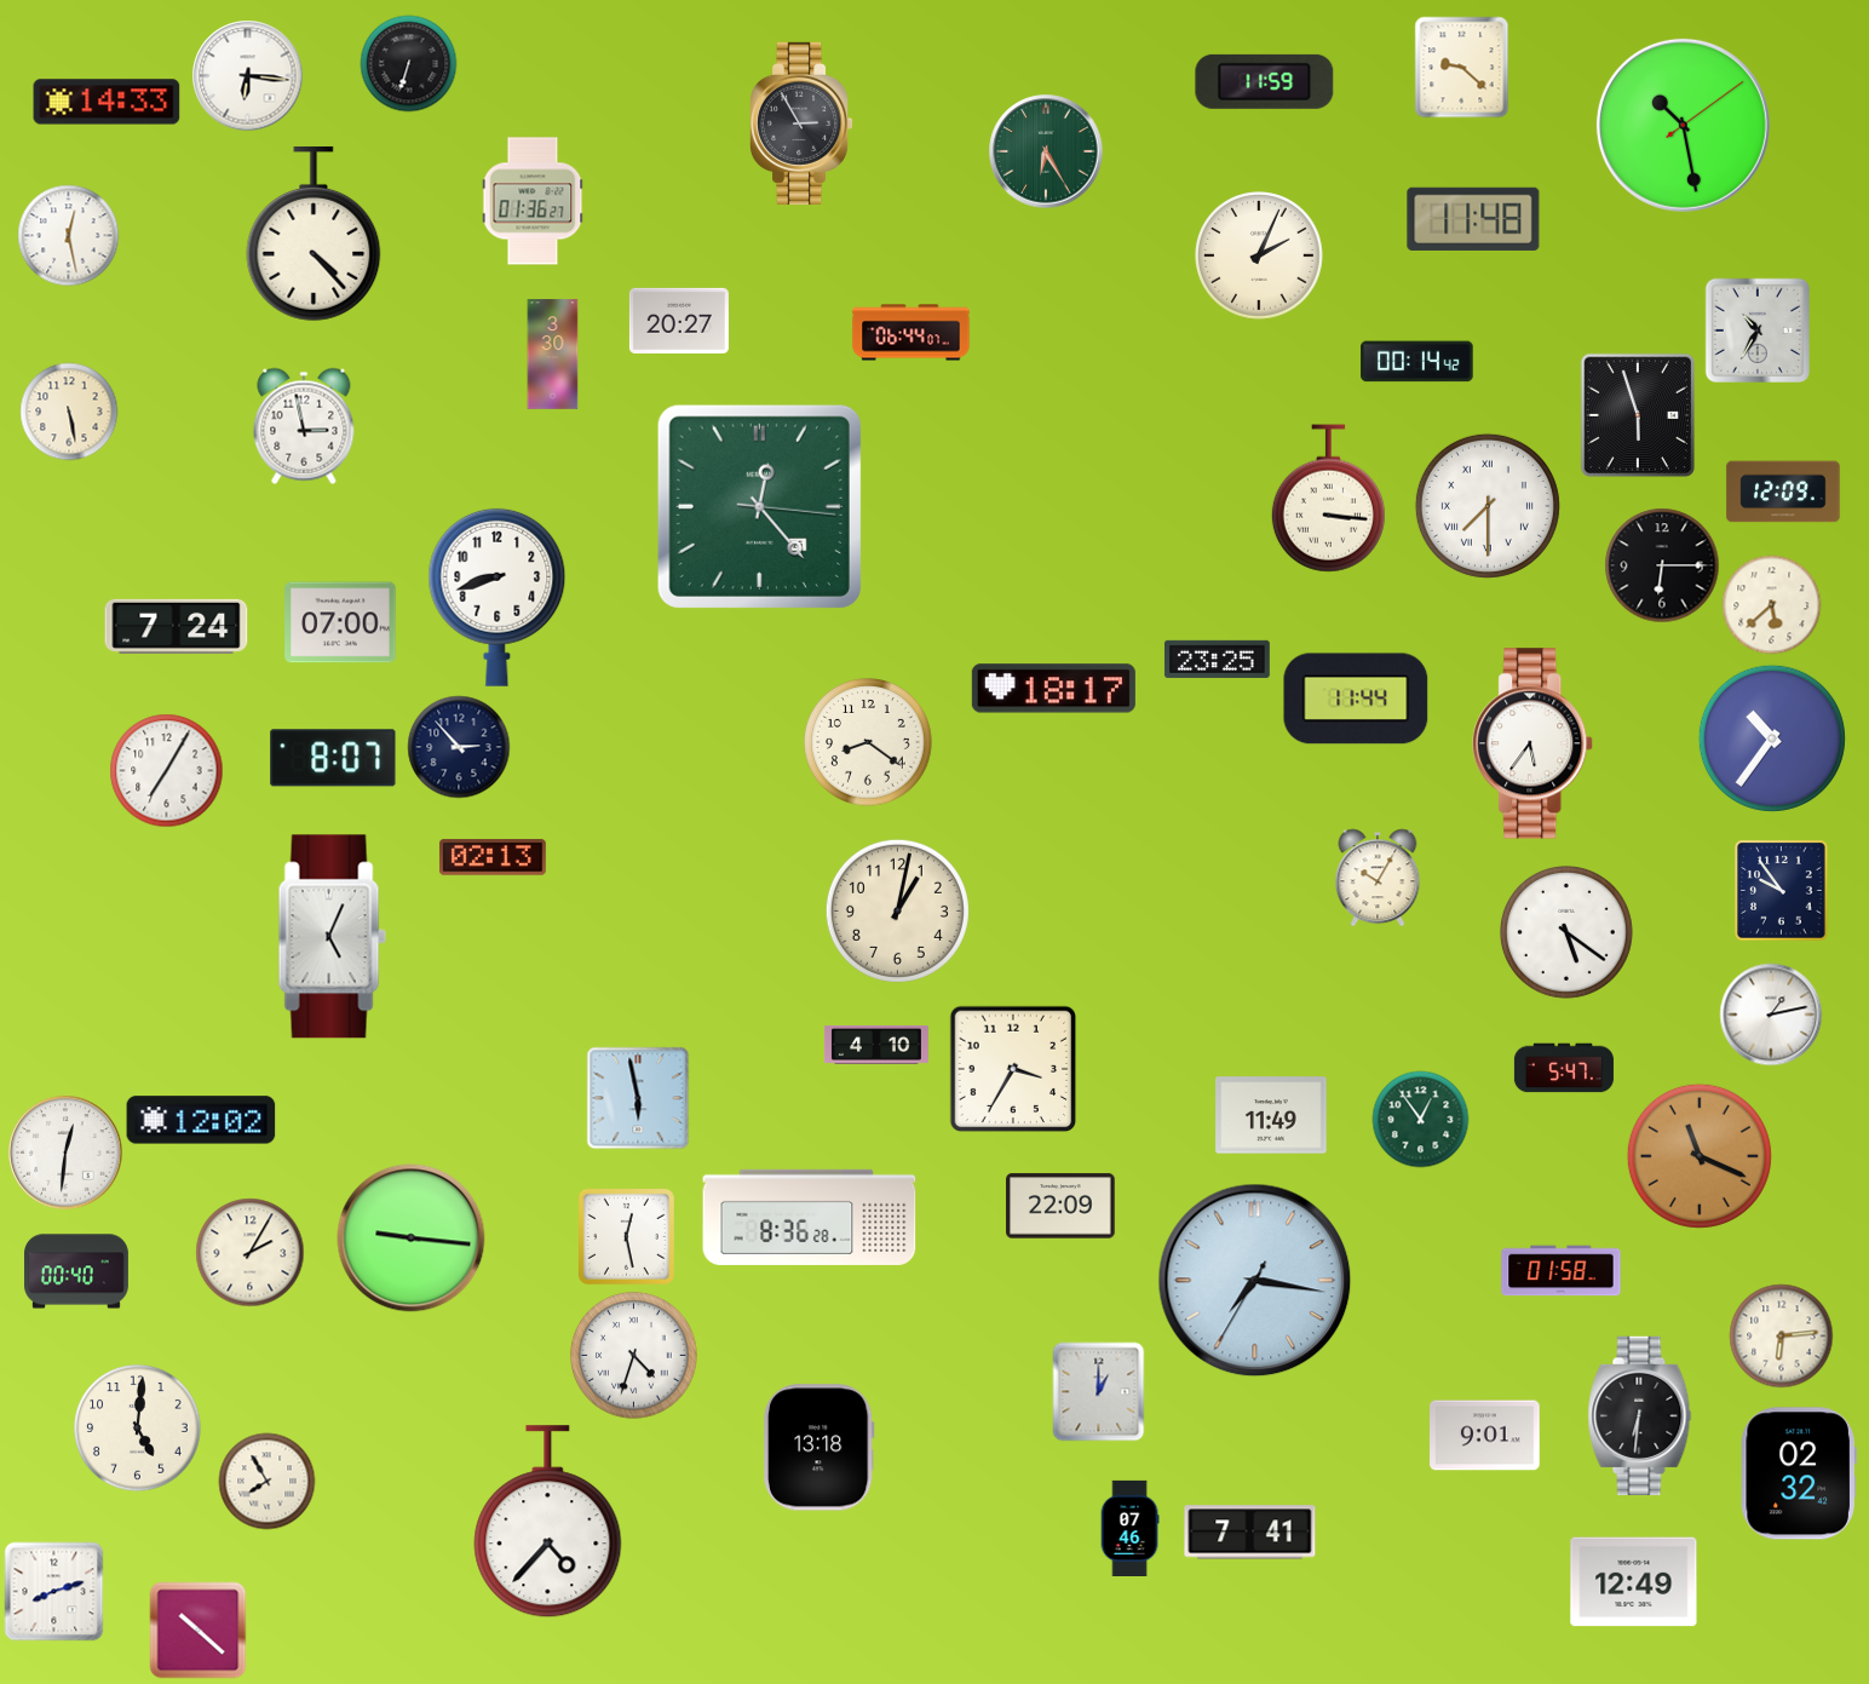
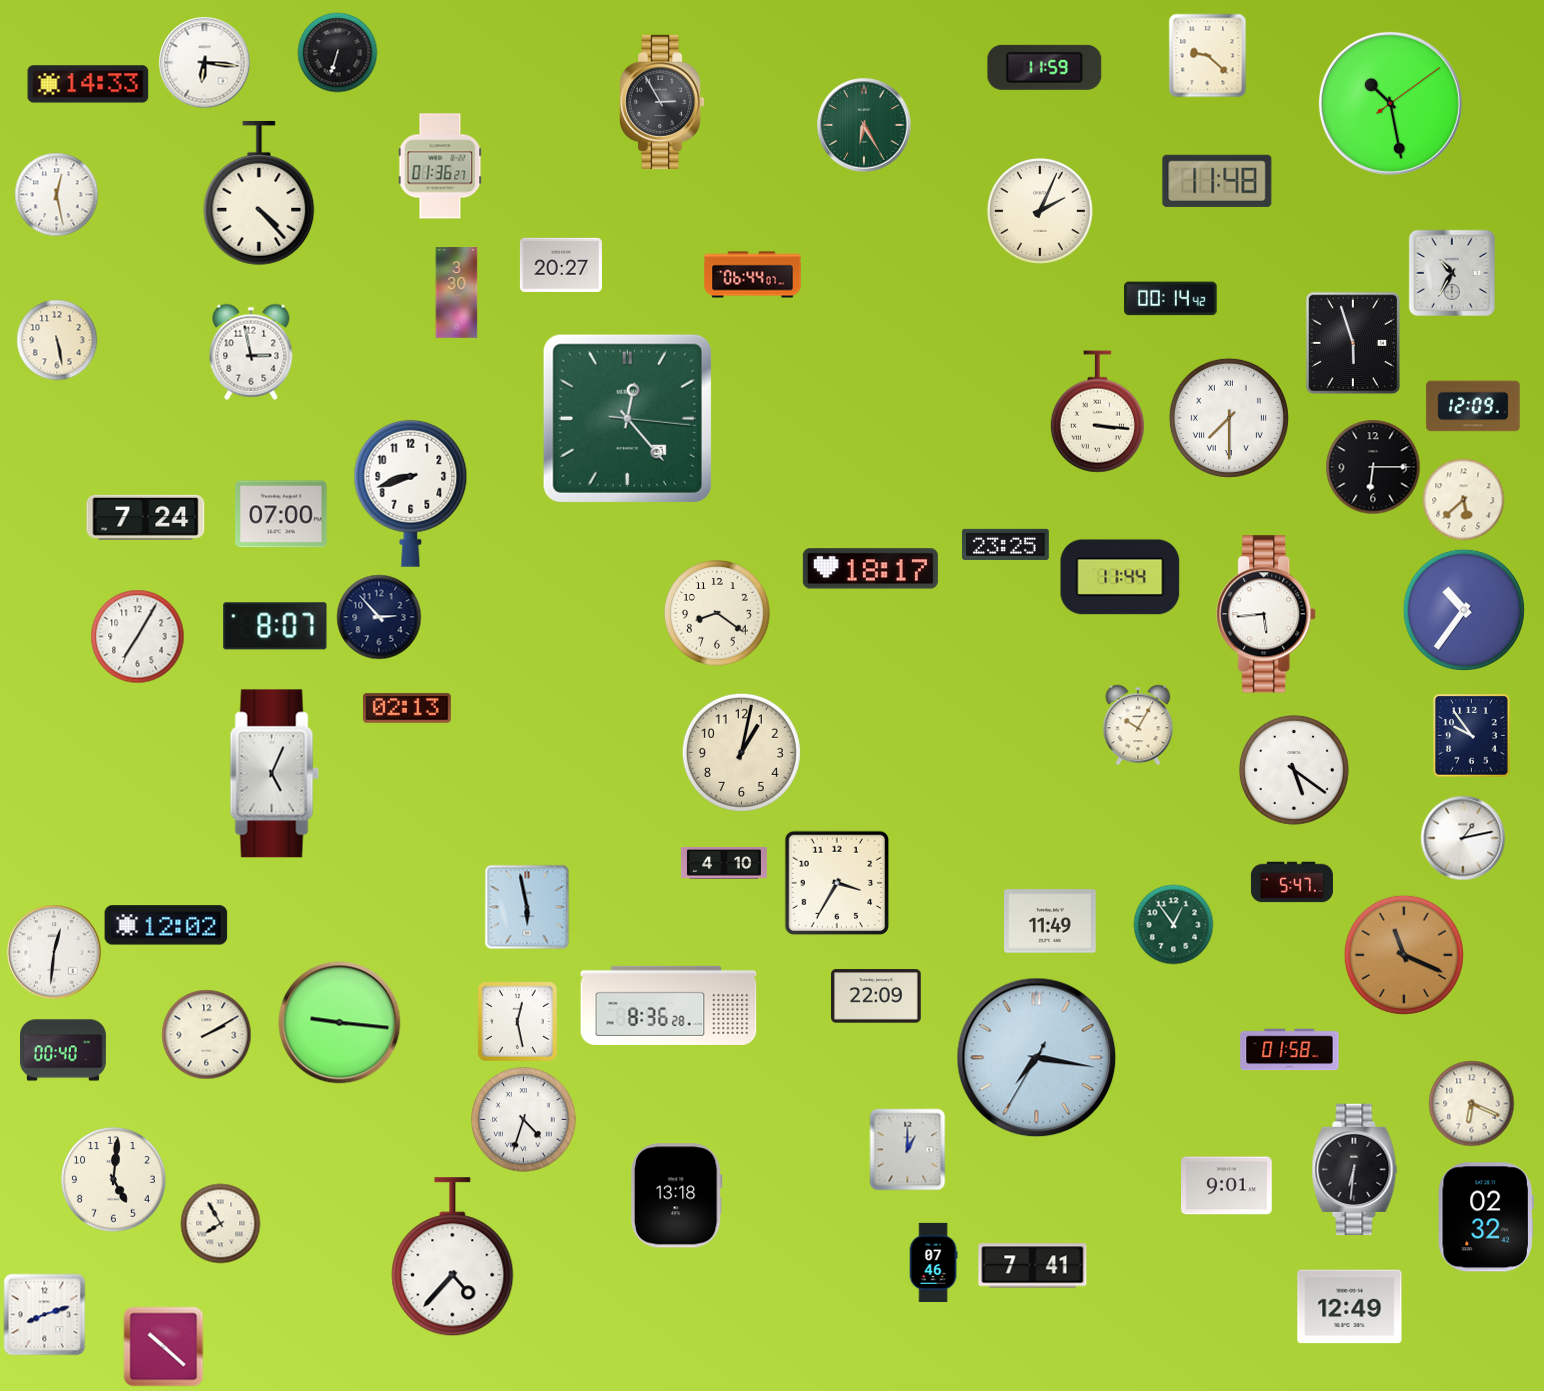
clock at (1534, 743): 5:36 -> 5:44
clock at (249, 1252): 2:05 -> 2:10
clock at (1781, 1335): 6:14 -> 6:19
